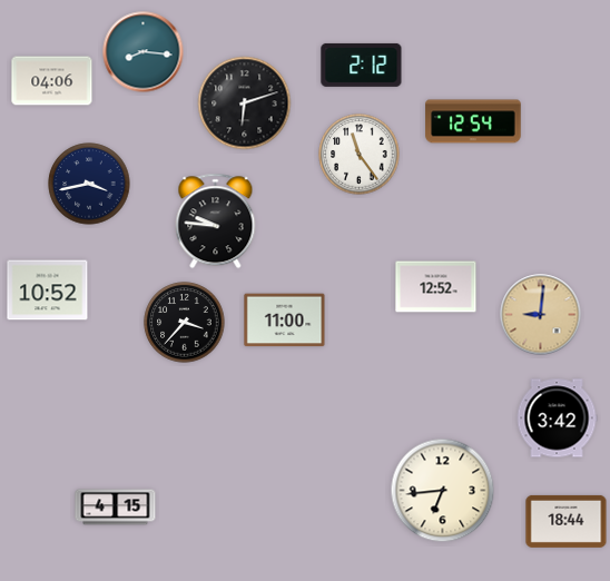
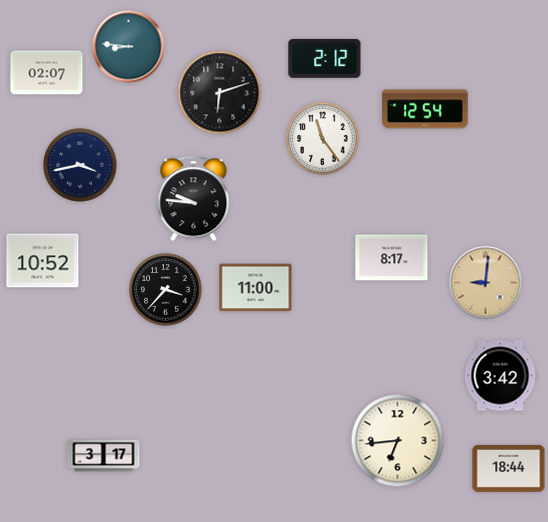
clock at (144, 52): 8:16 -> 8:46
clock at (52, 81): 04:06 -> 02:07
clock at (436, 287): 12:52 -> 8:17
clock at (116, 508): 4:15 -> 3:17
